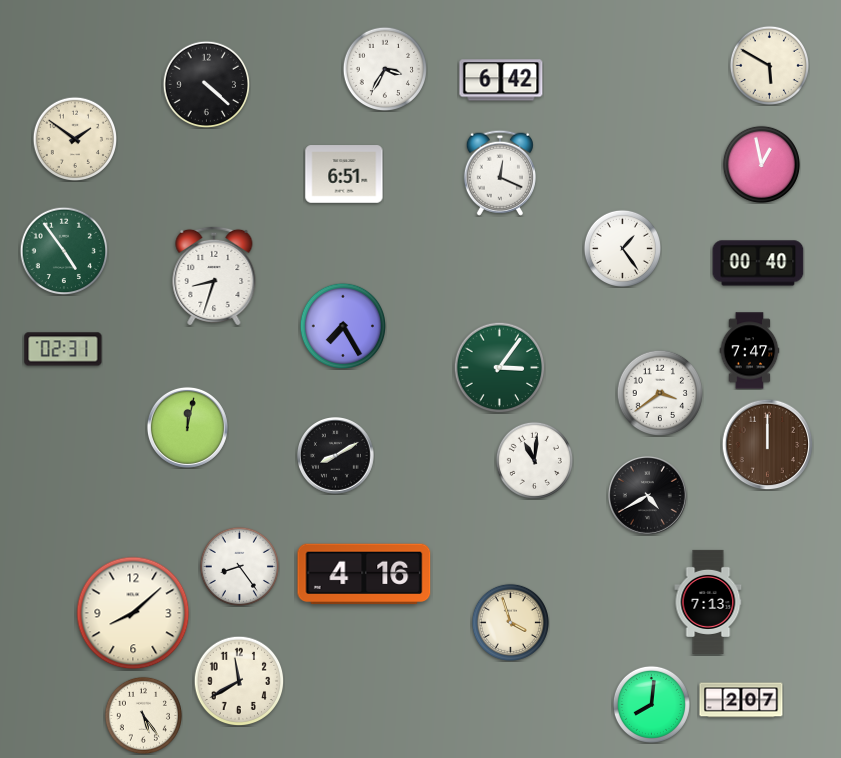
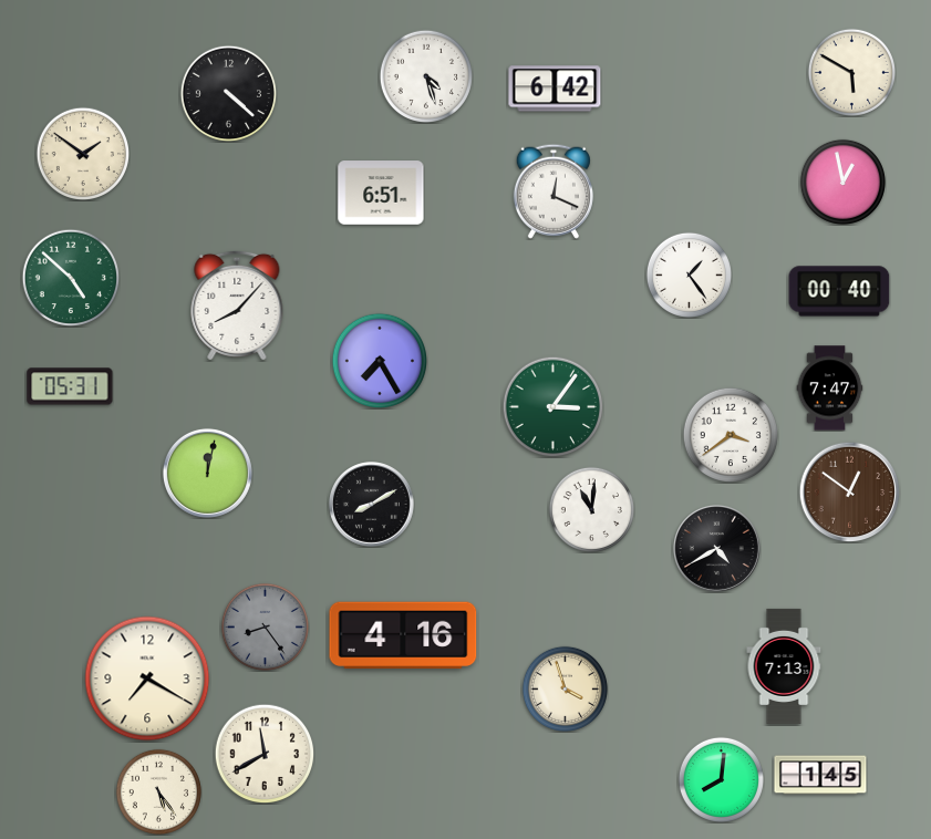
clock at (384, 68): 3:35 -> 4:27
clock at (64, 251): 4:54 -> 4:52
clock at (214, 275): 8:33 -> 8:07
clock at (63, 349): 02:31 -> 05:31
clock at (767, 444): 12:00 -> 12:51
clock at (239, 566) dial: white -> grey
clock at (133, 613): 8:08 -> 7:20
clock at (741, 700): 2:07 -> 1:45
